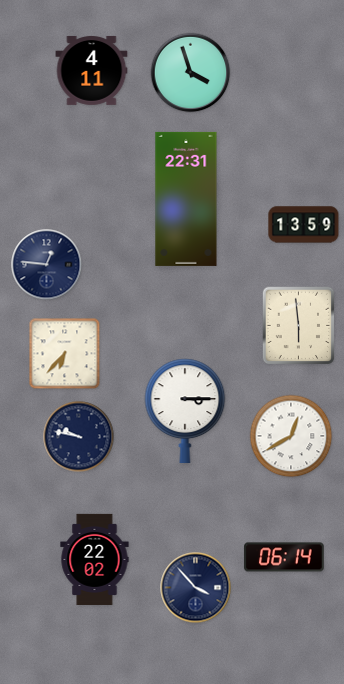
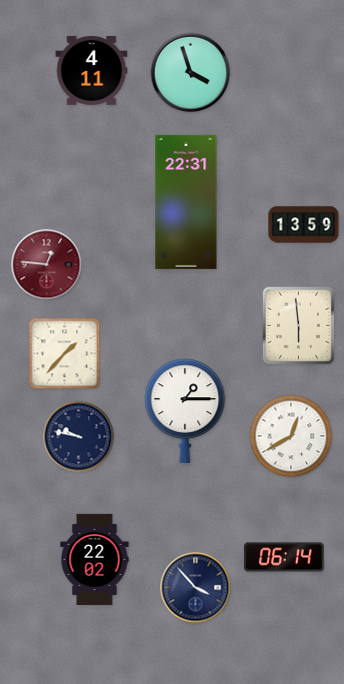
clock at (186, 199) position: (186, 199) -> (186, 202)
clock at (47, 265) dial: navy -> burgundy
clock at (65, 354): 6:37 -> 1:37
clock at (185, 410): 3:15 -> 1:15
